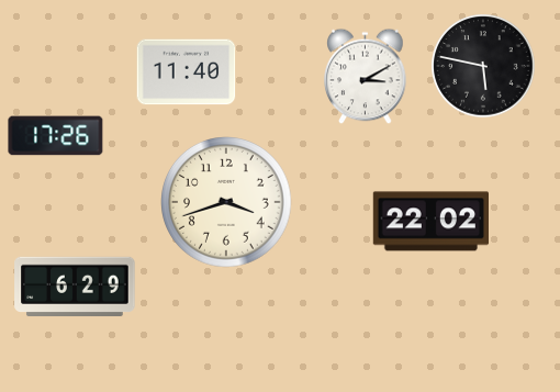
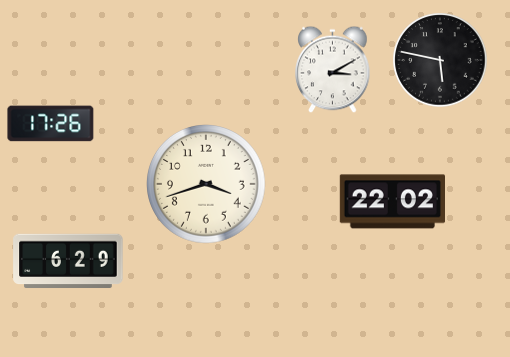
clock at (187, 72): 11:40 -> none
